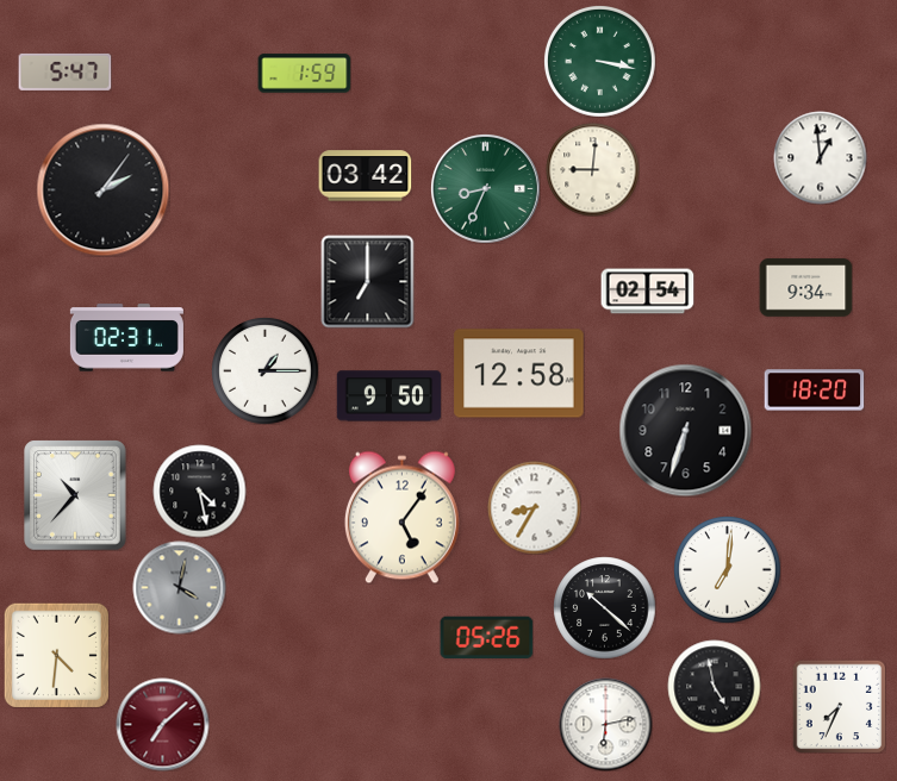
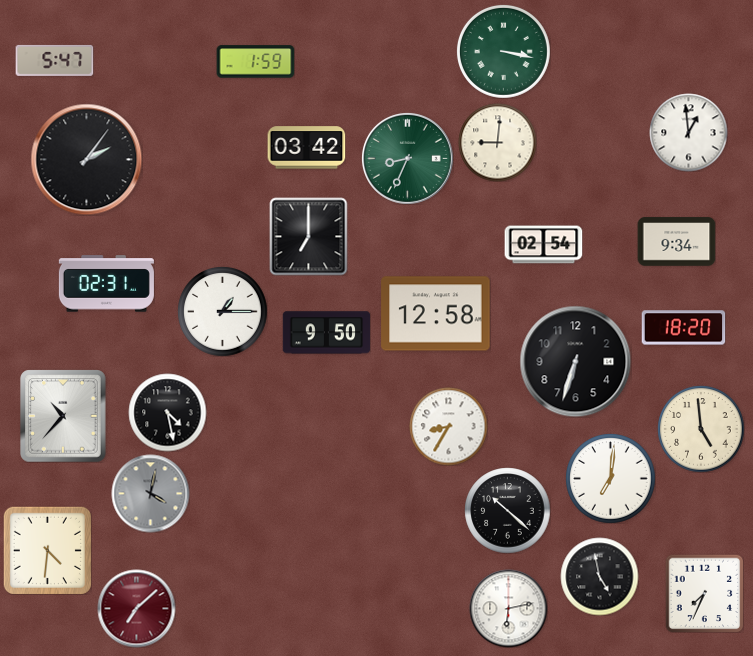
clock at (701, 429): none -> 4:59
clock at (401, 517): 5:06 -> none
clock at (486, 638): 05:26 -> none
